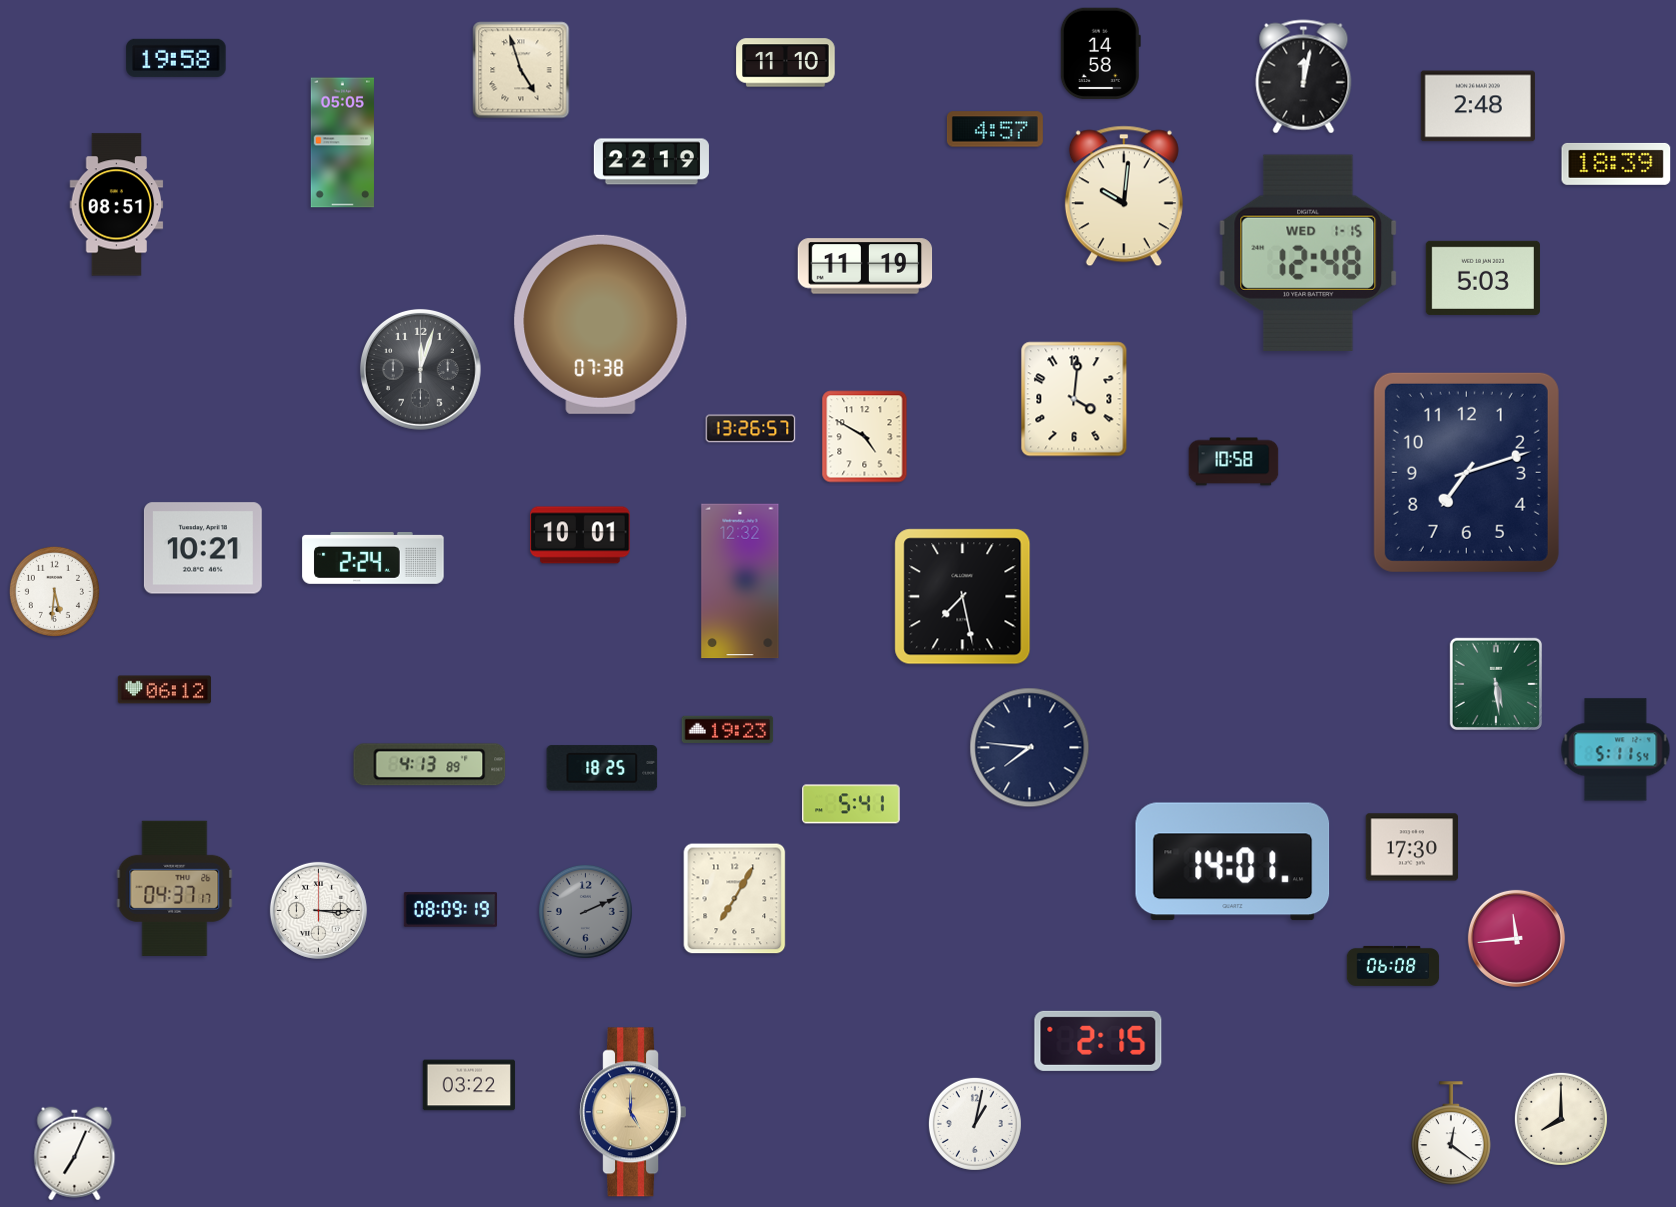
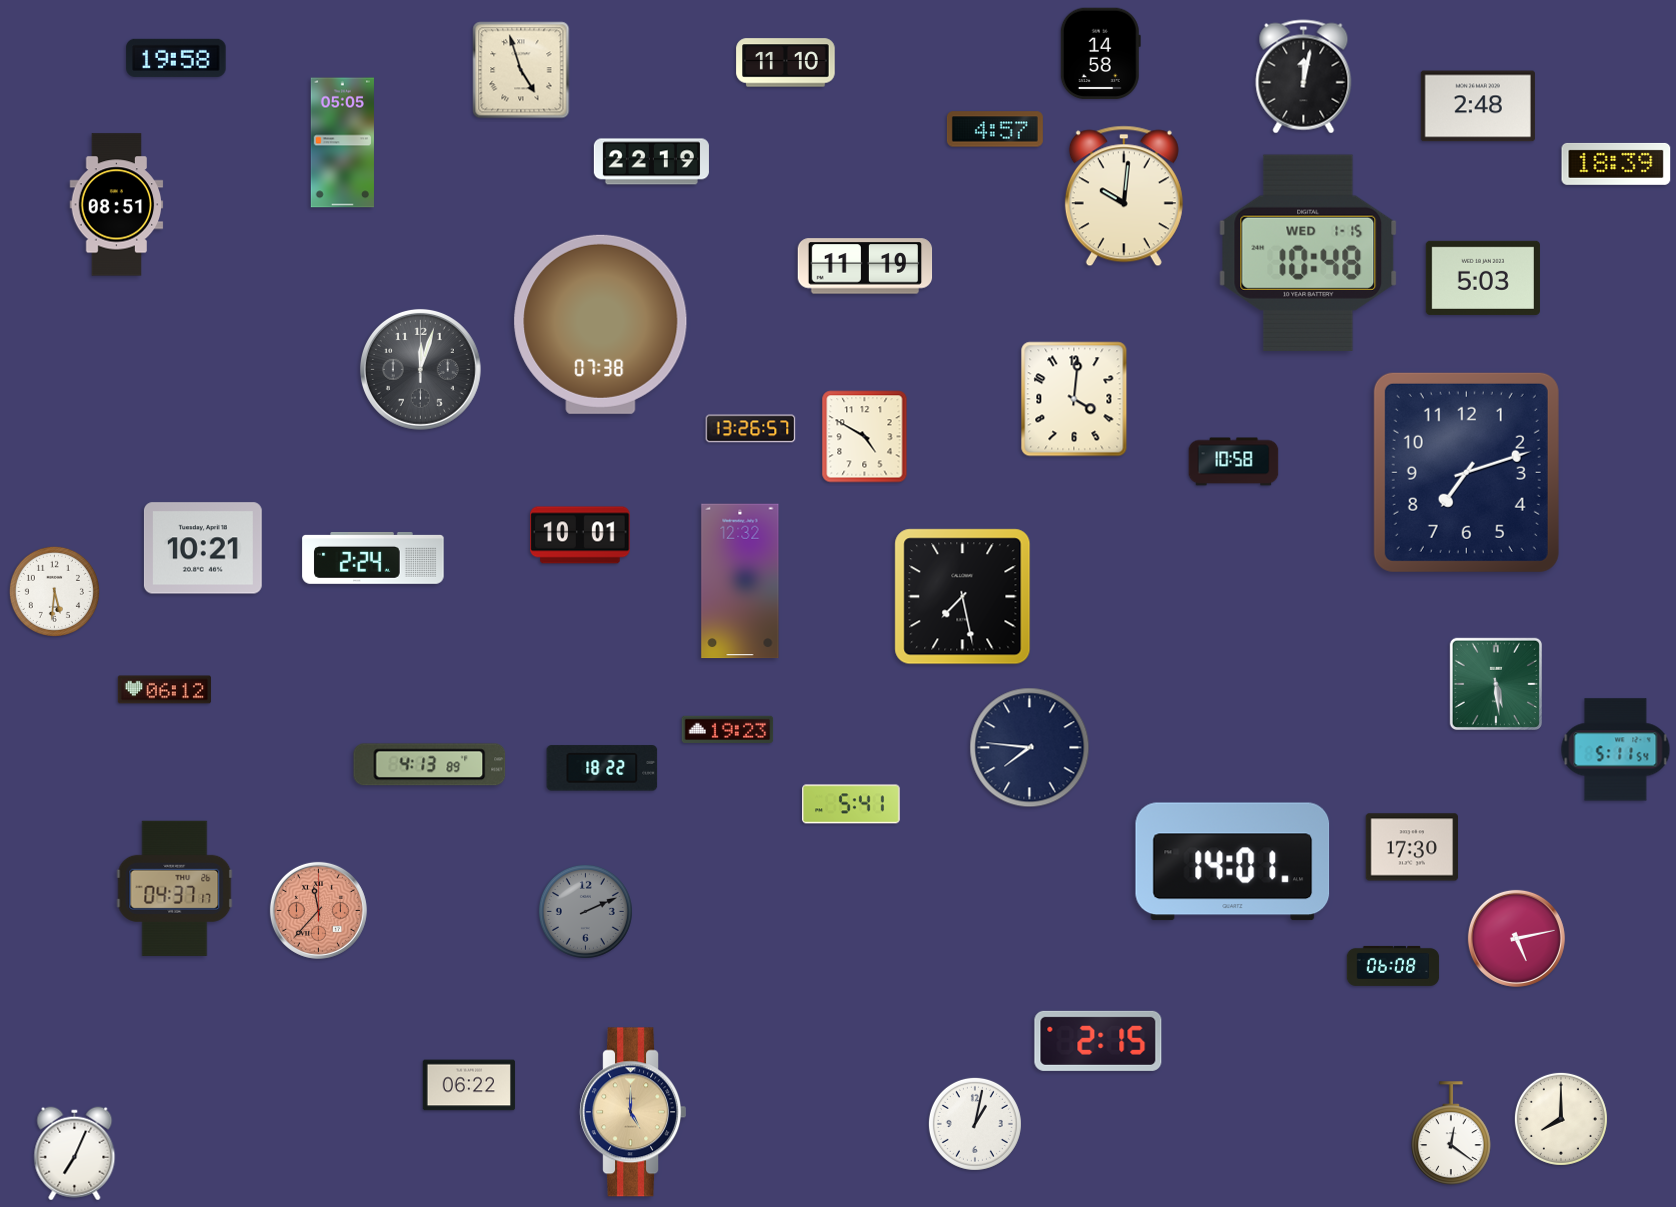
clock at (1308, 253): 12:48 -> 10:48
clock at (602, 768): 18:25 -> 18:22
clock at (735, 899): 7:05 -> none
clock at (318, 910): 3:15 -> 11:37
clock at (318, 910) dial: white -> salmon
clock at (450, 910): 08:09 -> none
clock at (1516, 938): 11:44 -> 5:13
clock at (469, 1085): 03:22 -> 06:22
